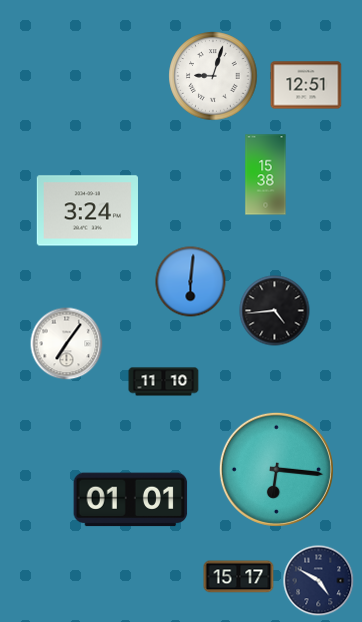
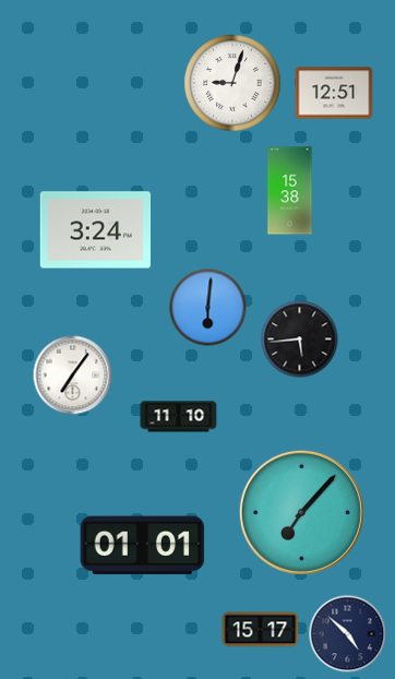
clock at (275, 311): 4:44 -> 5:44
clock at (276, 469): 6:16 -> 7:07
clock at (319, 581): 4:50 -> 4:52
